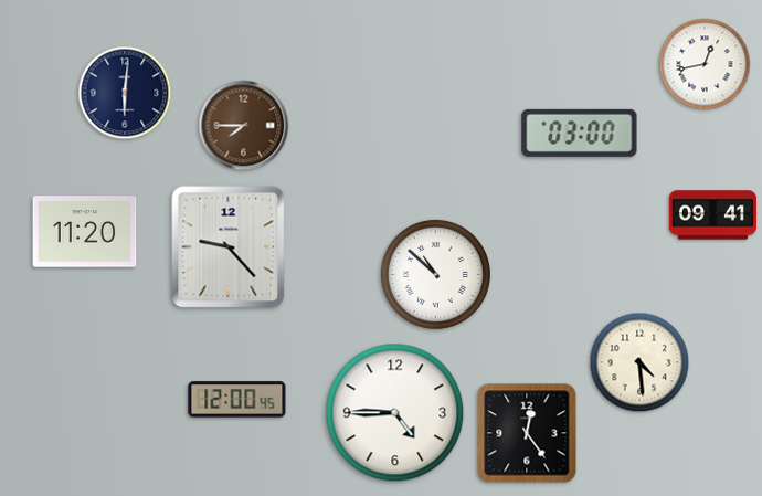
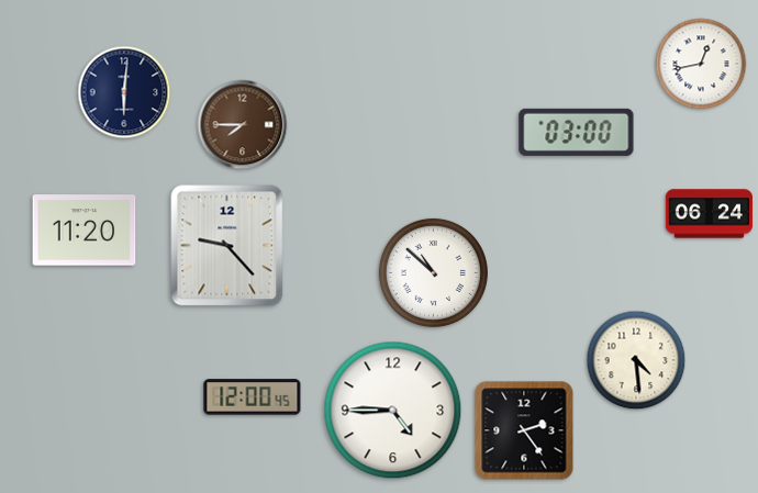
clock at (712, 215): 09:41 -> 06:24
clock at (237, 400) position: (237, 400) -> (253, 397)
clock at (527, 433): 12:24 -> 2:24
